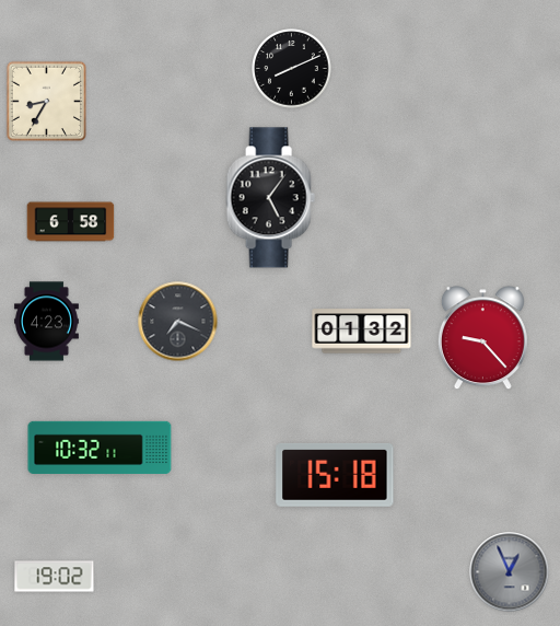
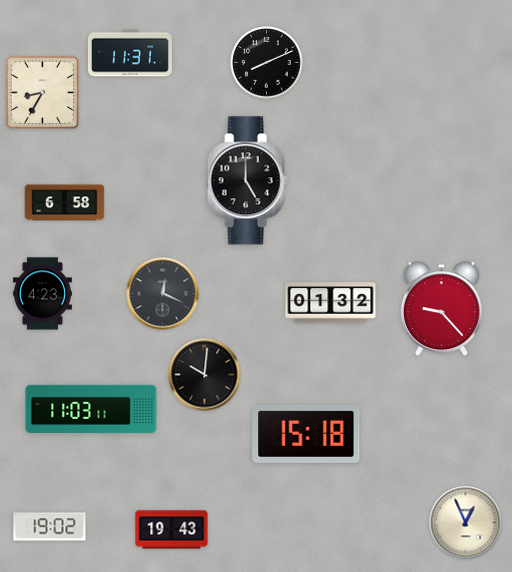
clock at (130, 53): none -> 11:31
clock at (270, 198): 5:06 -> 5:00
clock at (178, 322): 7:19 -> 12:19
clock at (205, 375): none -> 10:01
clock at (100, 447): 10:32 -> 11:03
clock at (510, 572) dial: grey -> cream
clock at (172, 530): none -> 19:43
